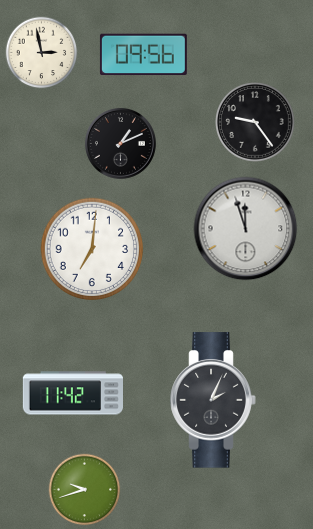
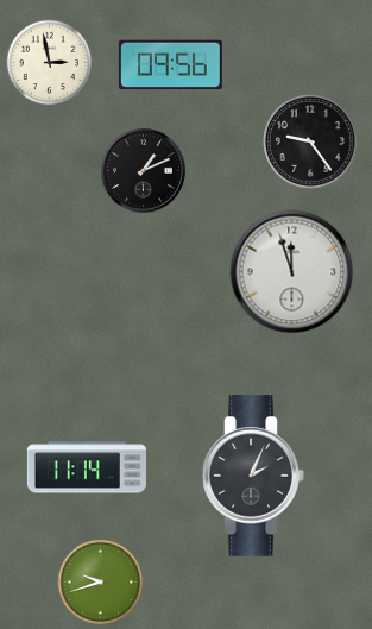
clock at (255, 122) position: (255, 122) -> (310, 141)
clock at (92, 249): 7:01 -> none
clock at (72, 393): 11:42 -> 11:14
